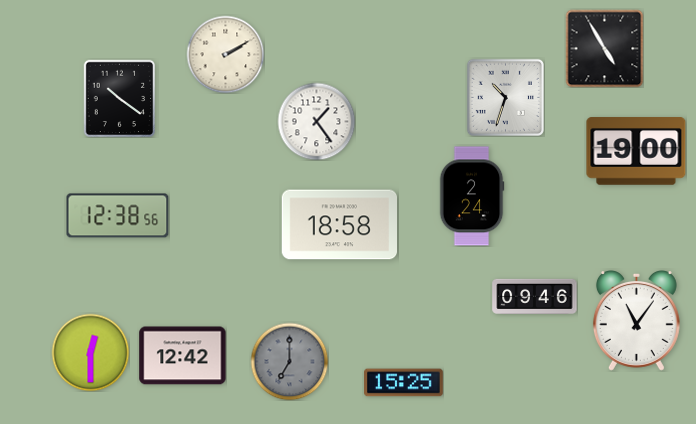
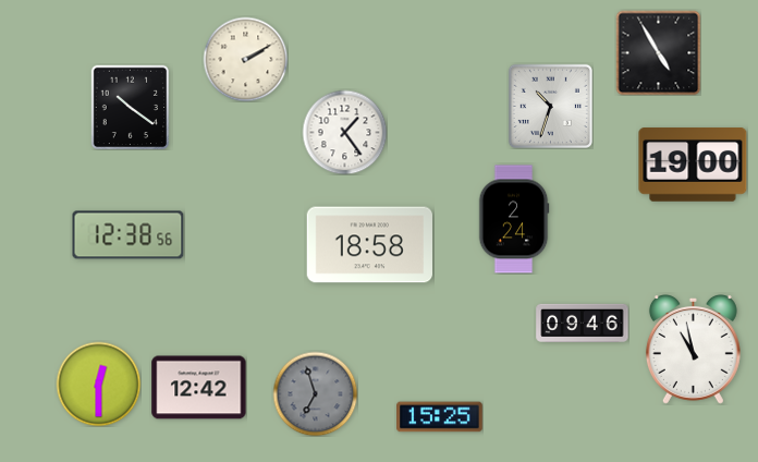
clock at (472, 196) position: (472, 196) -> (514, 219)
clock at (636, 321): 11:06 -> 10:58
clock at (289, 361): 7:00 -> 6:57
